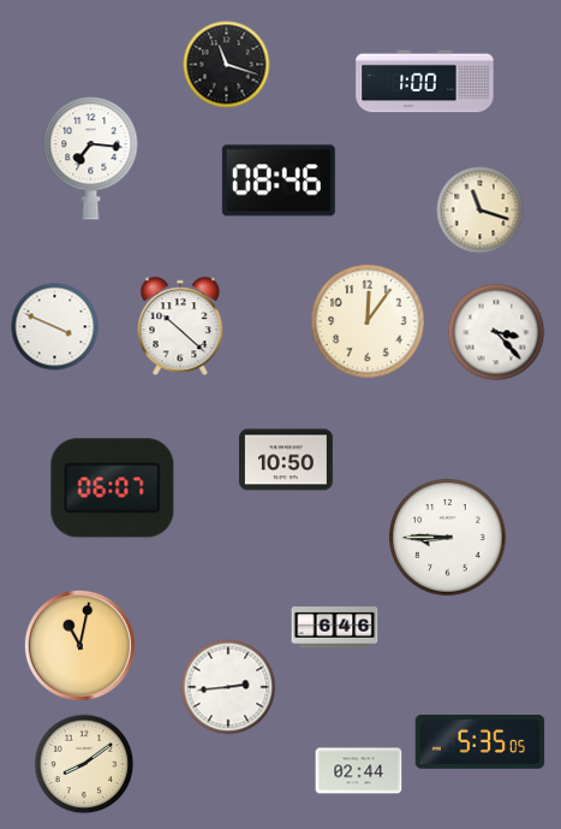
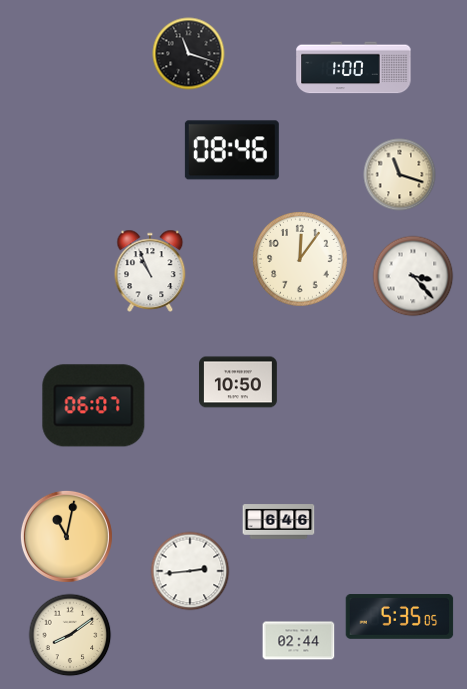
clock at (91, 159): 7:16 -> none
clock at (369, 322) position: (369, 322) -> (301, 260)
clock at (180, 325): 10:22 -> 10:56
clock at (55, 327): 3:49 -> none
clock at (448, 538): 8:45 -> none
